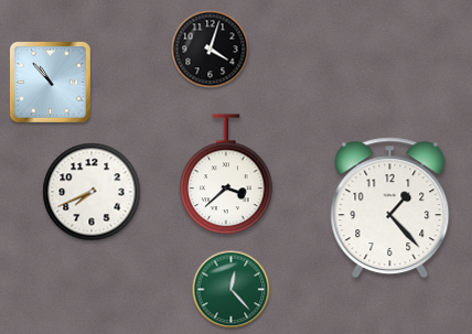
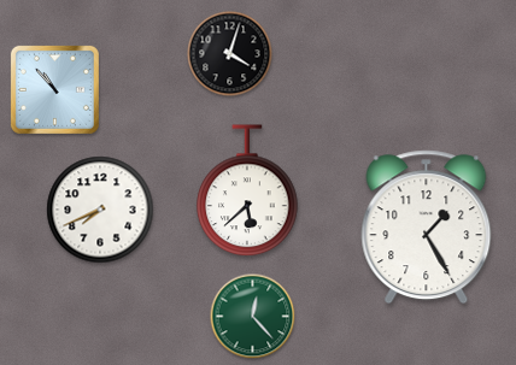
clock at (226, 175): 3:38 -> 5:38
clock at (390, 208): 1:23 -> 1:25
